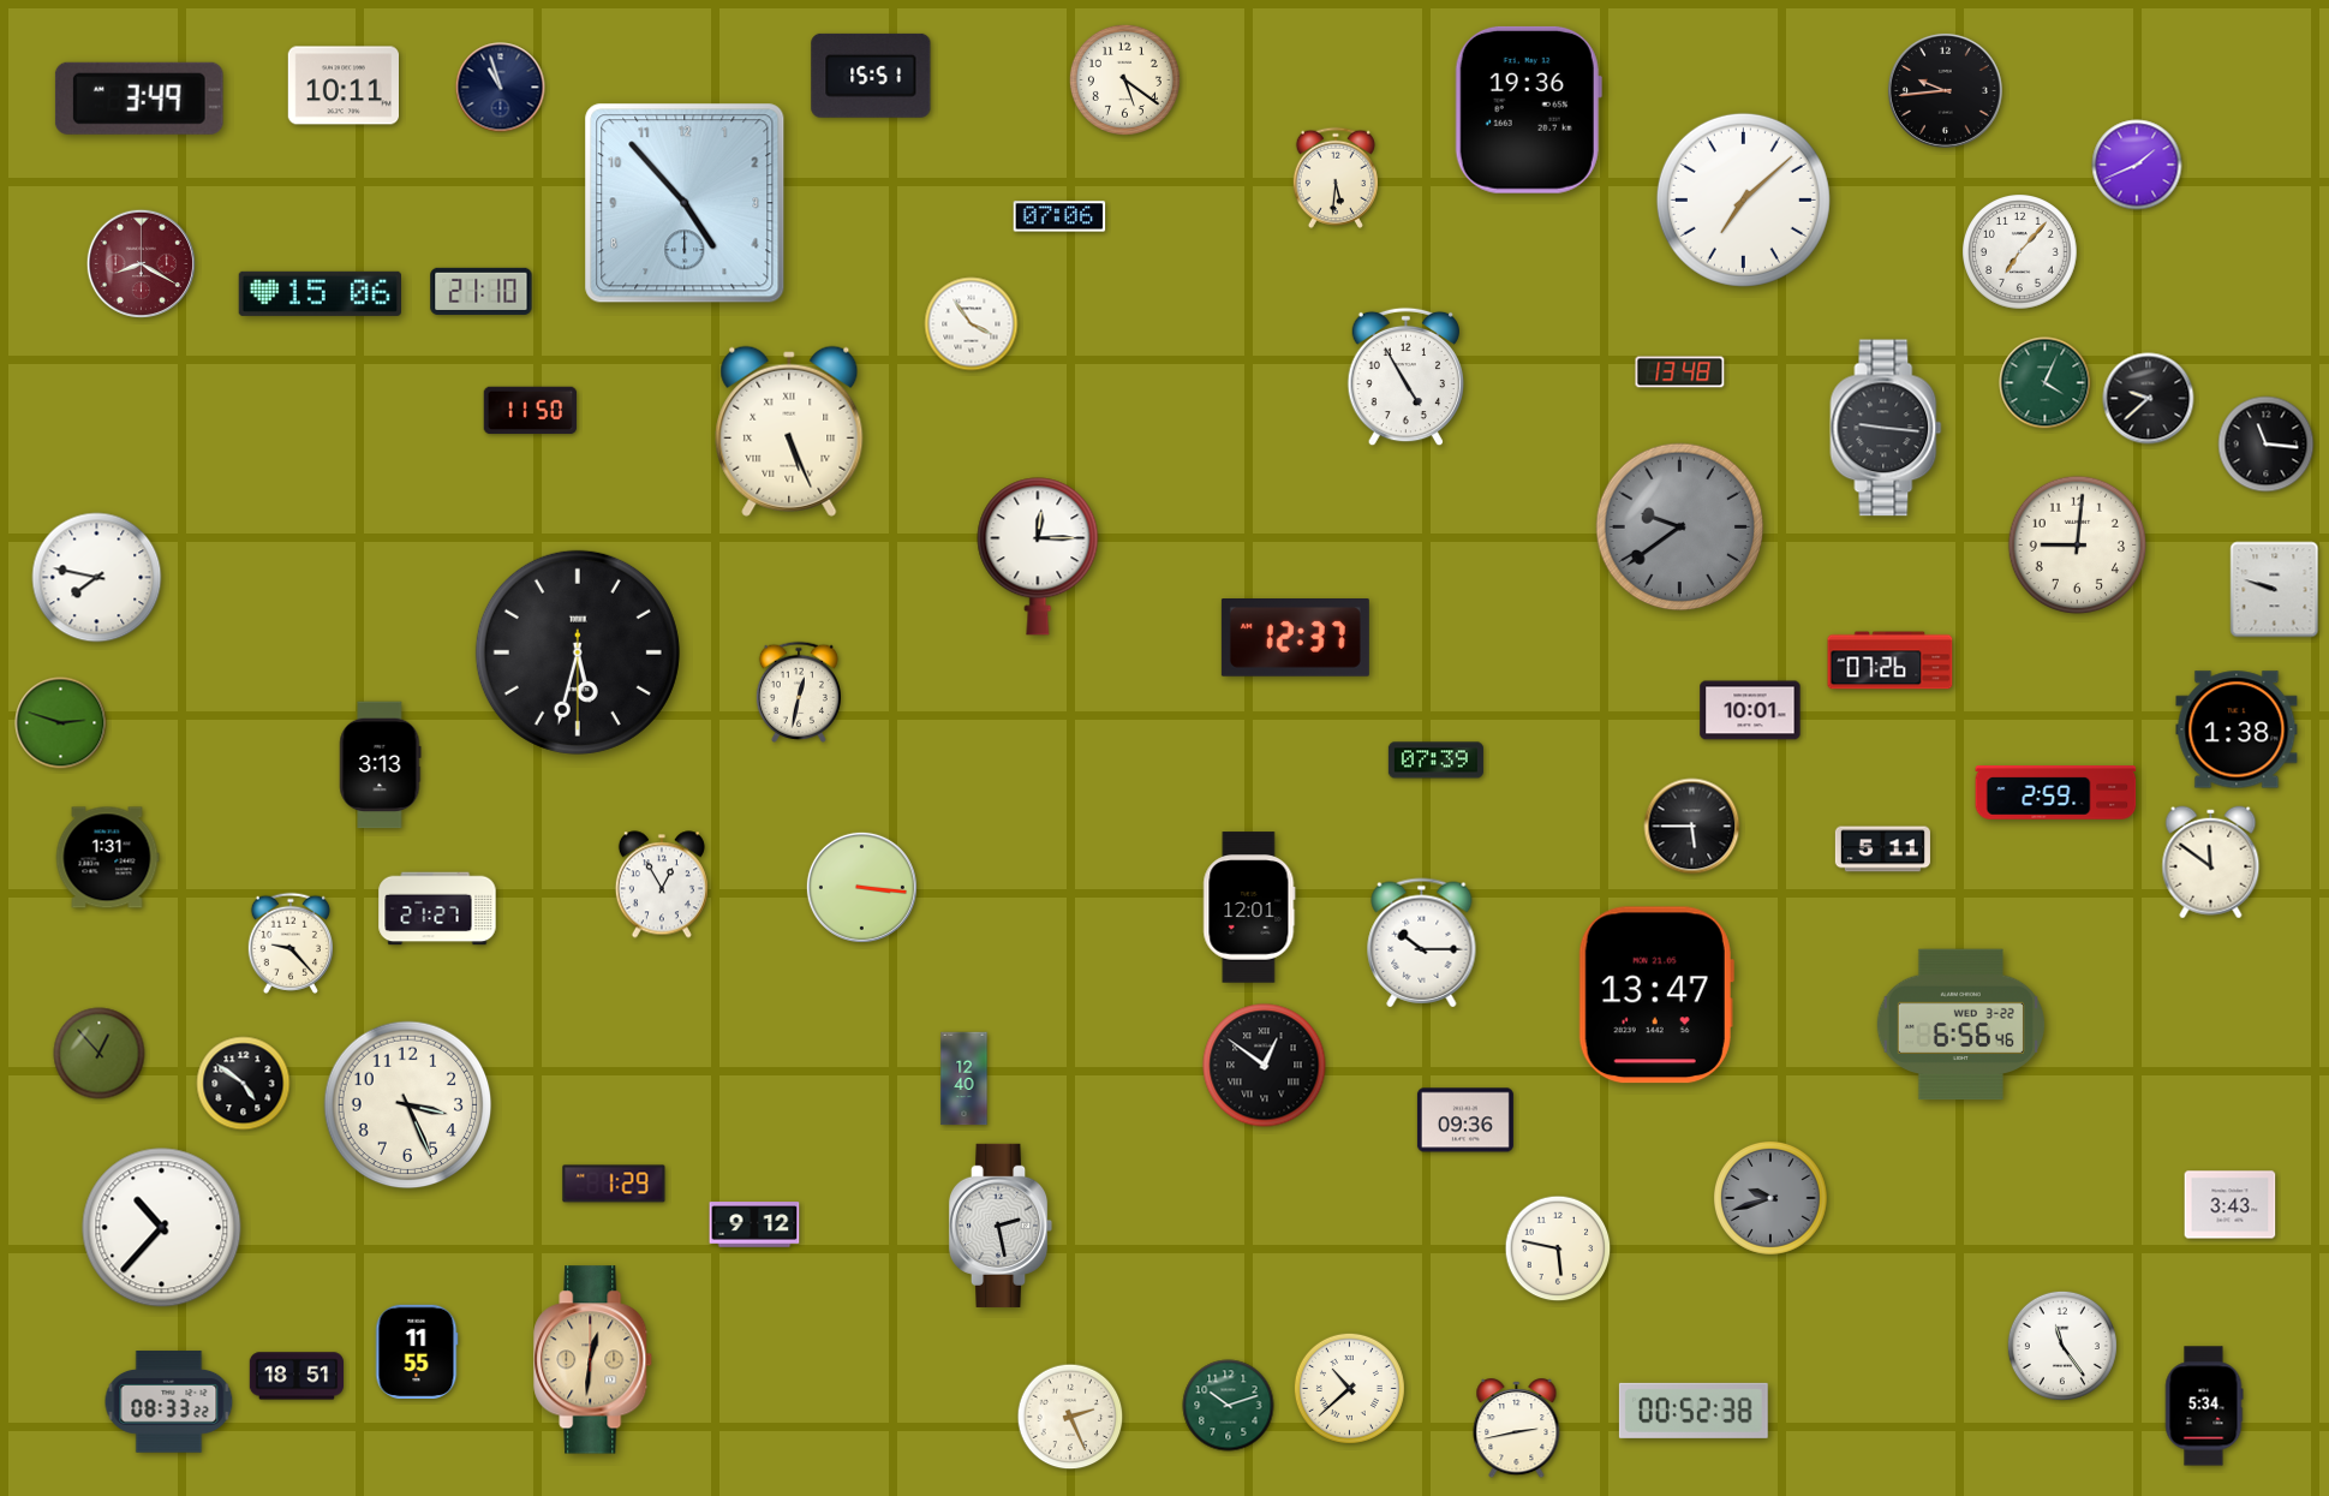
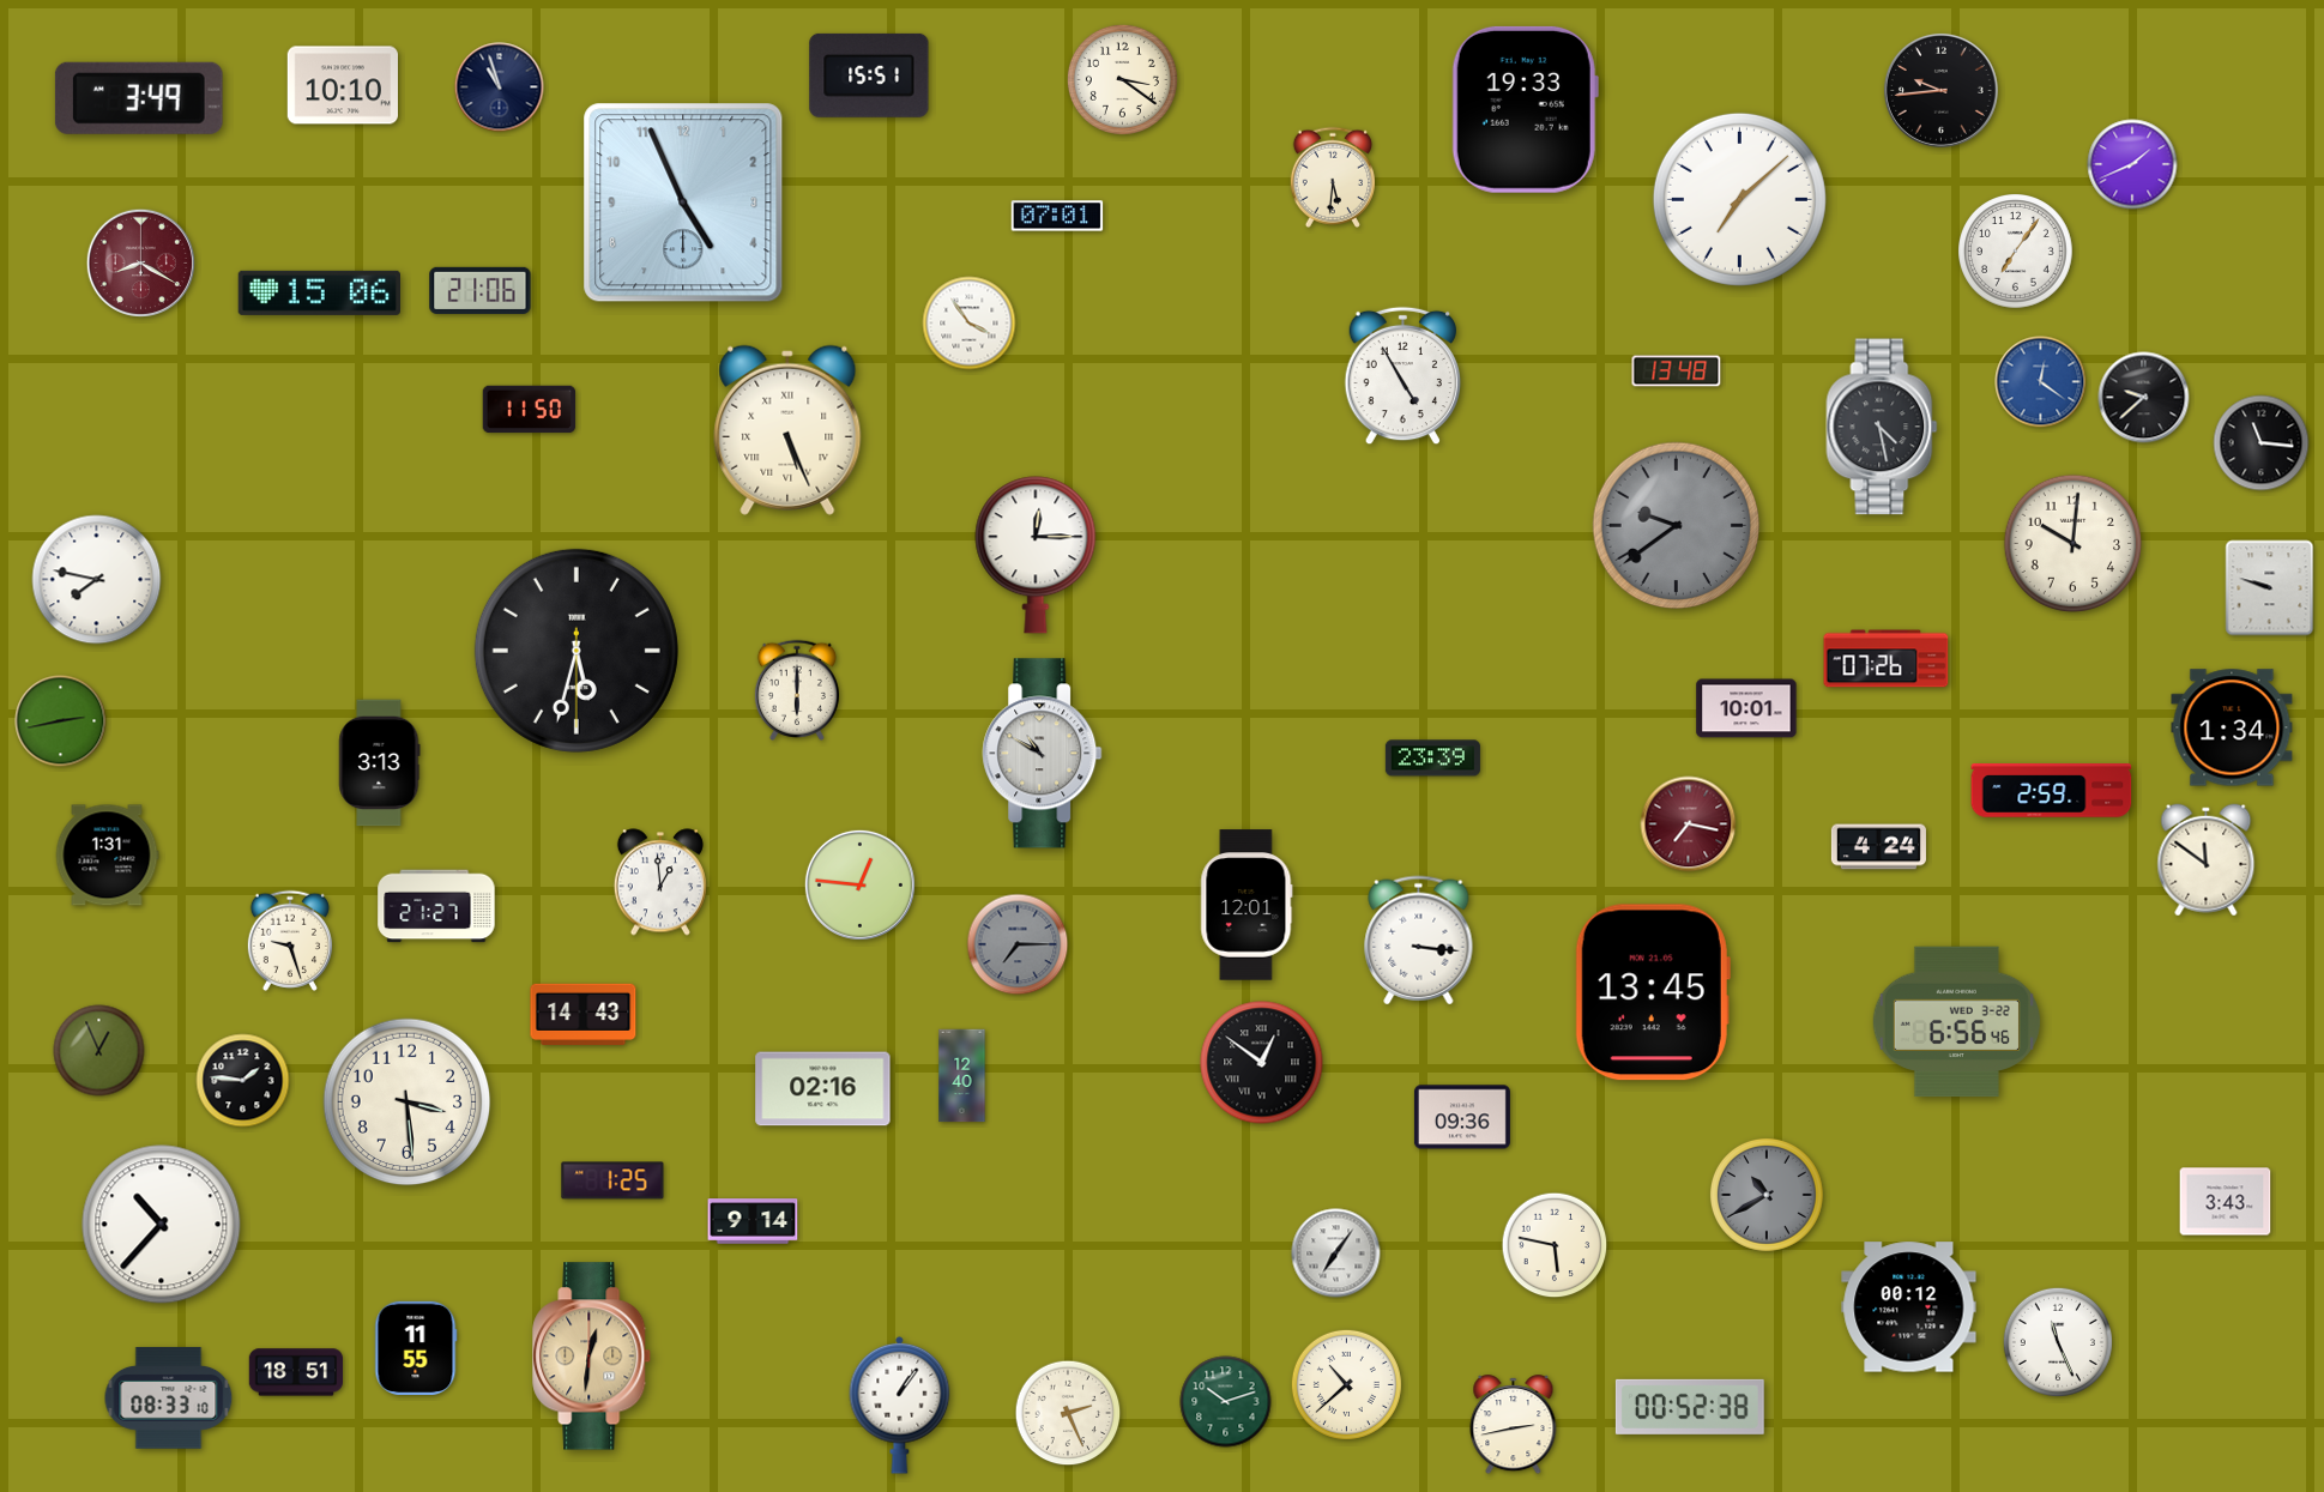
clock at (1124, 79): 5:21 -> 3:21
clock at (342, 85): 10:11 -> 10:10
clock at (1528, 109): 19:36 -> 19:33
clock at (685, 203): 4:53 -> 4:56
clock at (1059, 216): 07:06 -> 07:01
clock at (2020, 252): 7:07 -> 7:06
clock at (482, 291): 21:10 -> 21:06
clock at (2046, 383): 4:04 -> 12:21
clock at (2046, 383) dial: green -> blue
clock at (1886, 428): 9:16 -> 4:28
clock at (2078, 546): 9:01 -> 10:01
clock at (97, 578) position: (97, 578) -> (97, 580)
clock at (1295, 638): 12:37 -> none
clock at (798, 692): 12:32 -> 6:00
clock at (61, 723): 2:48 -> 2:43
clock at (2237, 729): 1:38 -> 1:34
clock at (1043, 754): none -> 10:50
clock at (1435, 761): 07:39 -> 23:39
clock at (1692, 827): 5:45 -> 7:17
clock at (1692, 827) dial: black -> burgundy
clock at (1882, 850): 5:11 -> 4:24
clock at (662, 884): 12:55 -> 12:59
clock at (861, 887): 3:16 -> 12:46
clock at (289, 943): 9:23 -> 9:27
clock at (1422, 943): 10:15 -> 3:16
clock at (1018, 944): none -> 7:15
clock at (1656, 995): 13:47 -> 13:45
clock at (584, 1014): none -> 14:43
clock at (100, 1054): 12:53 -> 12:56
clock at (244, 1084): 4:51 -> 1:46
clock at (823, 1089): none -> 02:16
clock at (408, 1105): 3:26 -> 3:29
clock at (614, 1184): 1:29 -> 1:25
clock at (1770, 1198): 9:42 -> 10:40
clock at (754, 1224): 9:12 -> 9:14
clock at (1001, 1226): 2:28 -> none
clock at (1336, 1254): none -> 7:06
clock at (1909, 1307): none -> 00:12
clock at (2062, 1346): 11:24 -> 11:26
clock at (169, 1402): 08:33:22 -> 08:33:10
clock at (2204, 1406): 5:34 -> none
clock at (900, 1405): none -> 1:06
